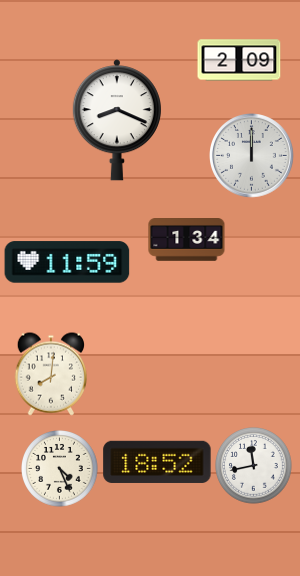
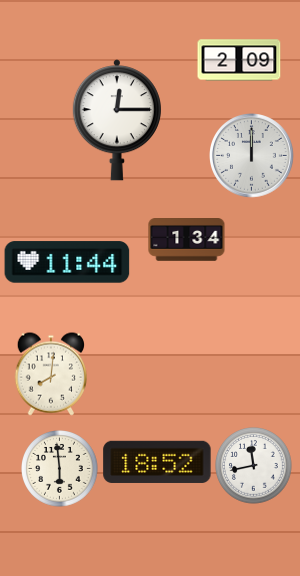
clock at (117, 120): 8:19 -> 12:15
clock at (67, 262): 11:59 -> 11:44
clock at (60, 469): 4:26 -> 5:59
